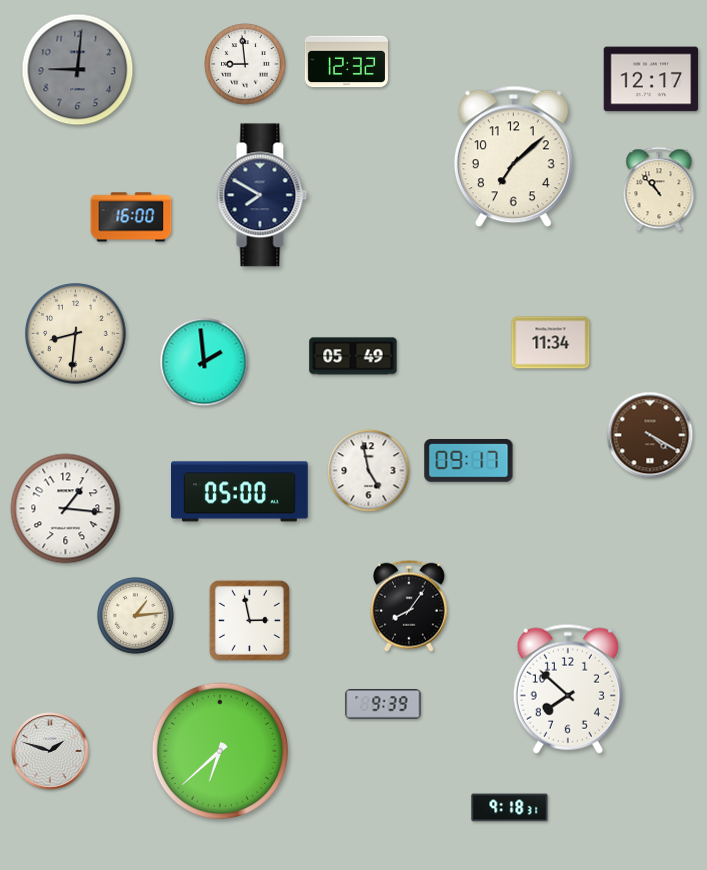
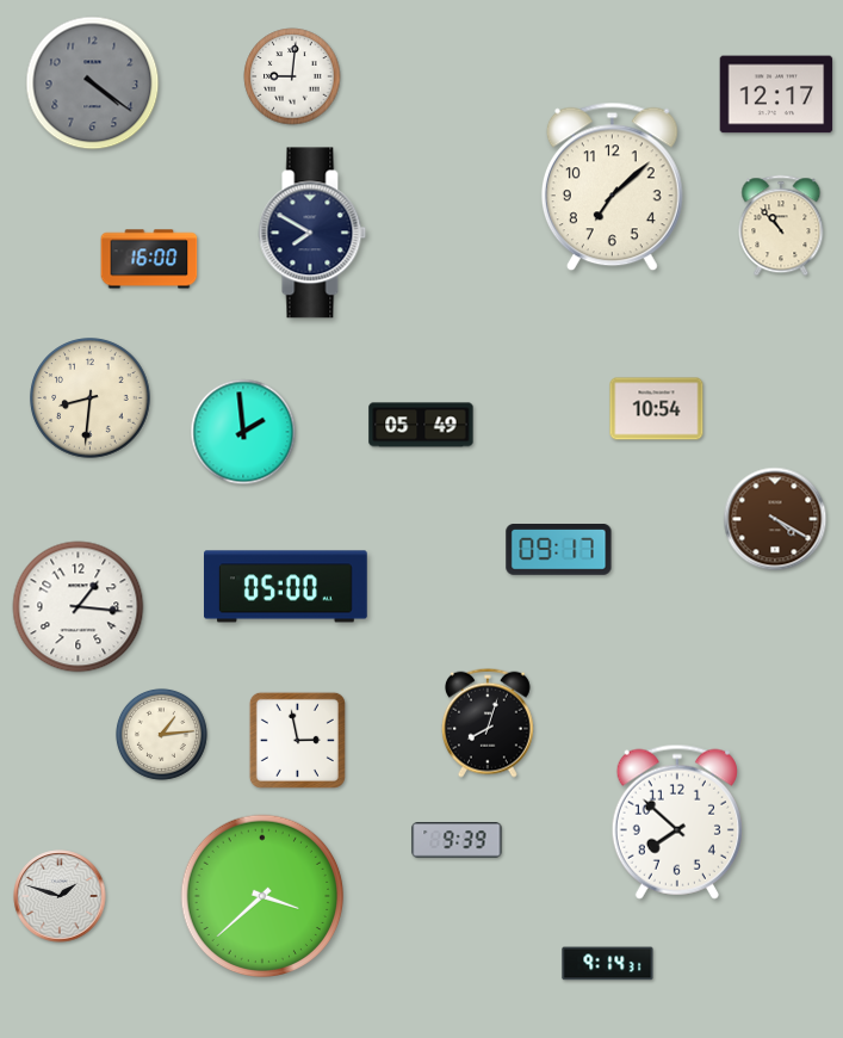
clock at (346, 62): 12:32 -> none
clock at (245, 64): 8:59 -> 9:01
clock at (78, 70): 9:01 -> 4:21
clock at (659, 189) position: (659, 189) -> (781, 225)
clock at (131, 217) position: (131, 217) -> (149, 259)
clock at (551, 343): 11:34 -> 10:54
clock at (369, 471): 4:58 -> none
clock at (409, 606): 8:06 -> 8:03
clock at (220, 751): 6:38 -> 3:38
clock at (510, 808): 9:18 -> 9:14
